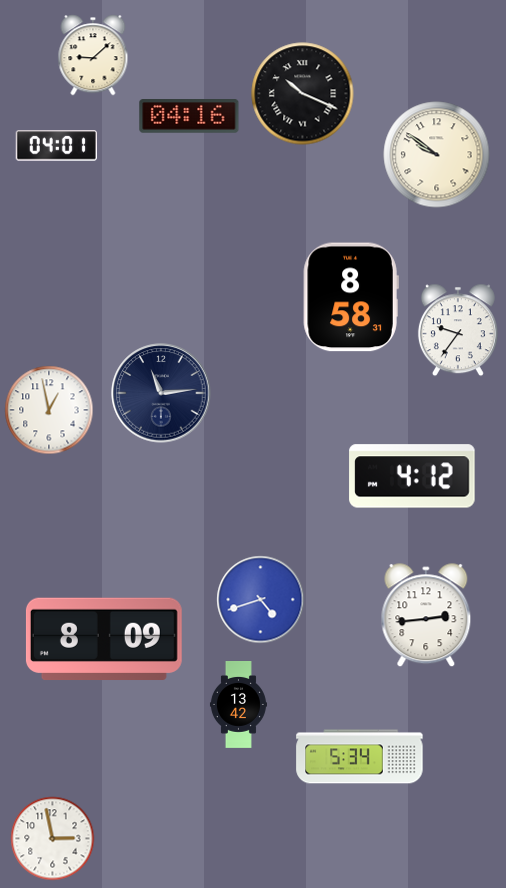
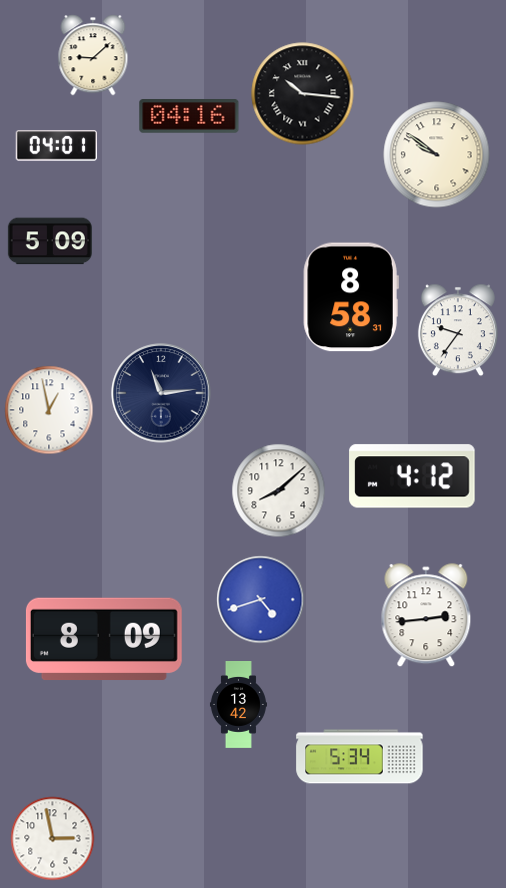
clock at (303, 94): 10:19 -> 10:16
clock at (50, 241): none -> 5:09
clock at (279, 491): none -> 8:08
